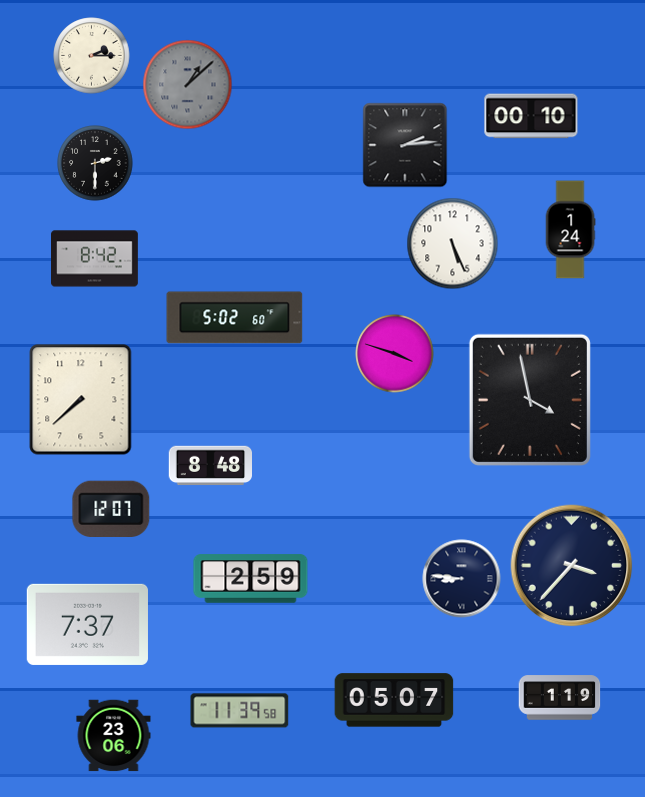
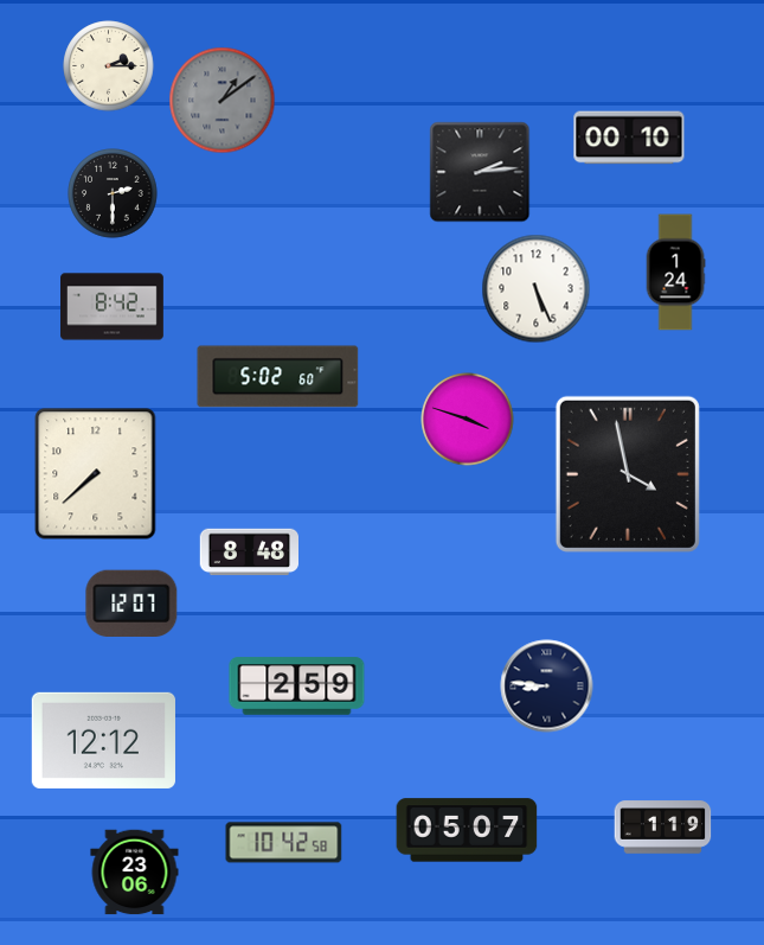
clock at (188, 85): 1:08 -> 1:09
clock at (572, 566): 3:37 -> none
clock at (87, 624): 7:37 -> 12:12
clock at (240, 711): 11:39 -> 10:42
